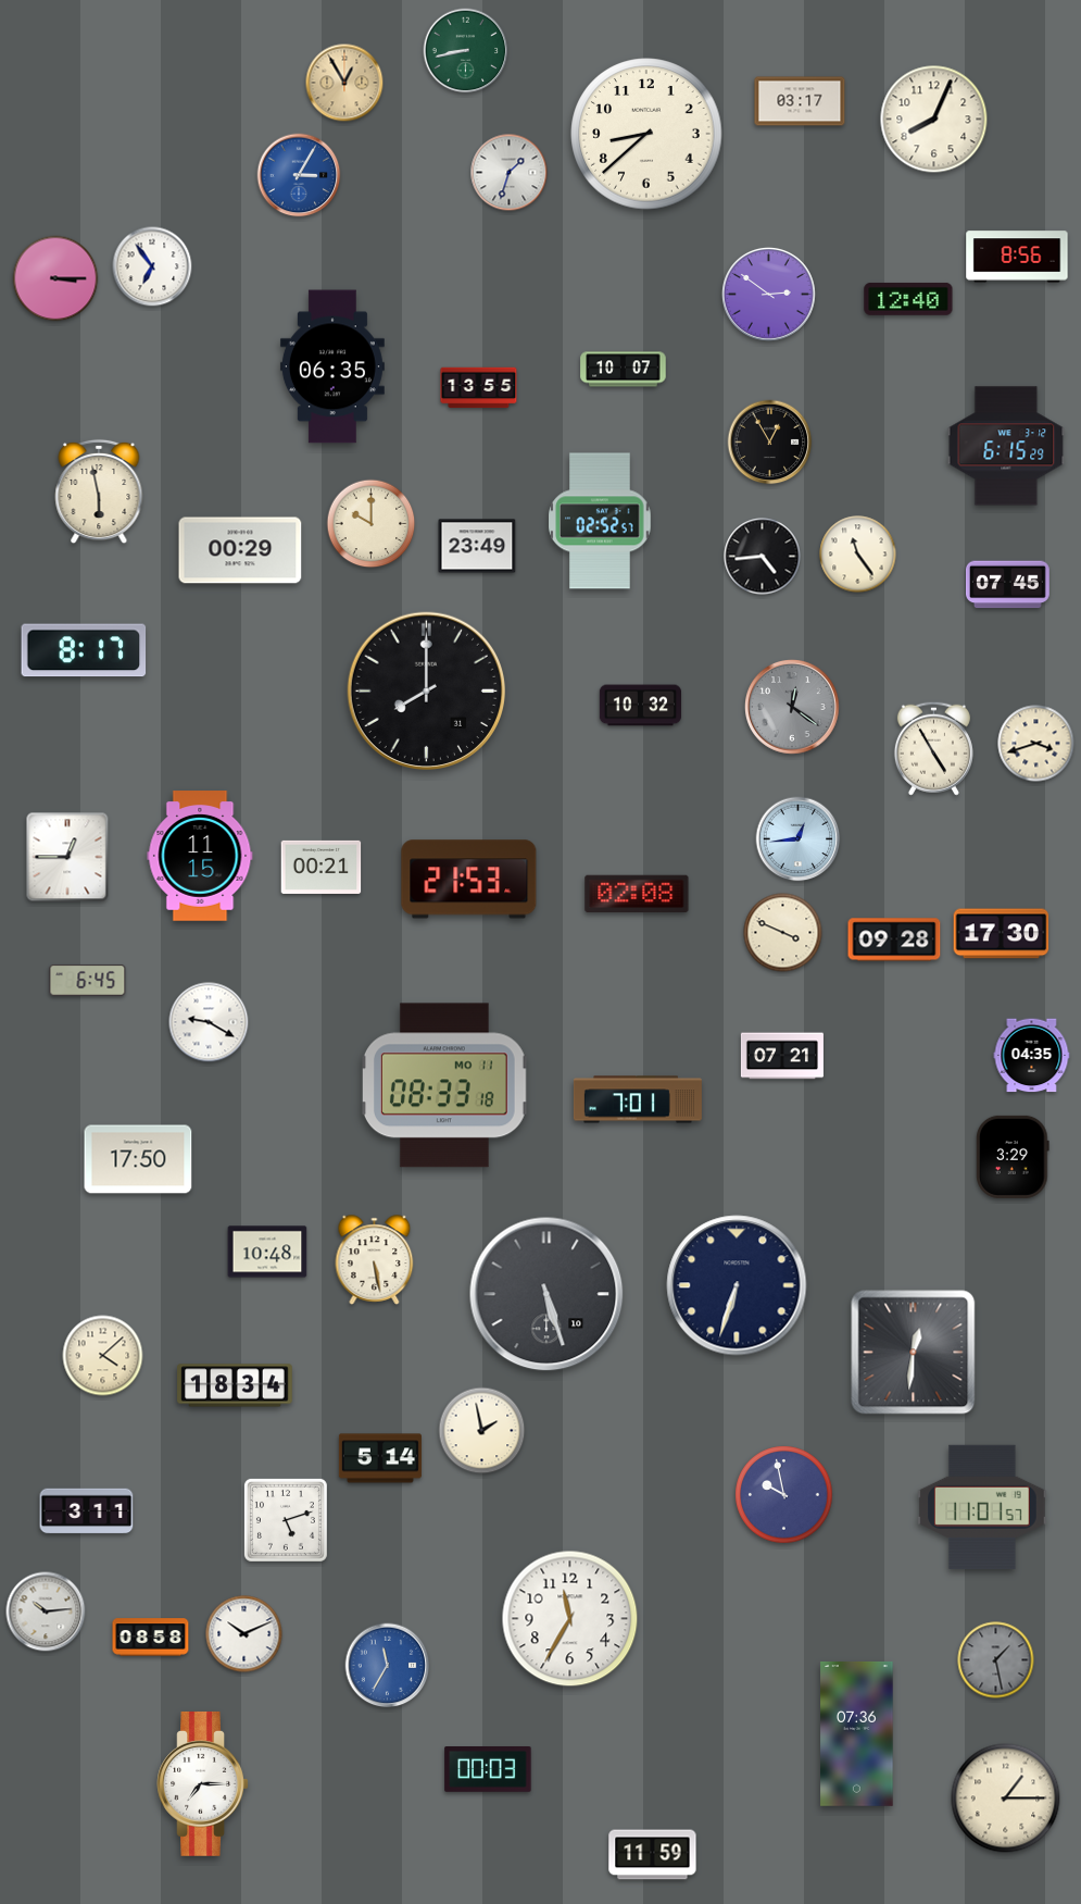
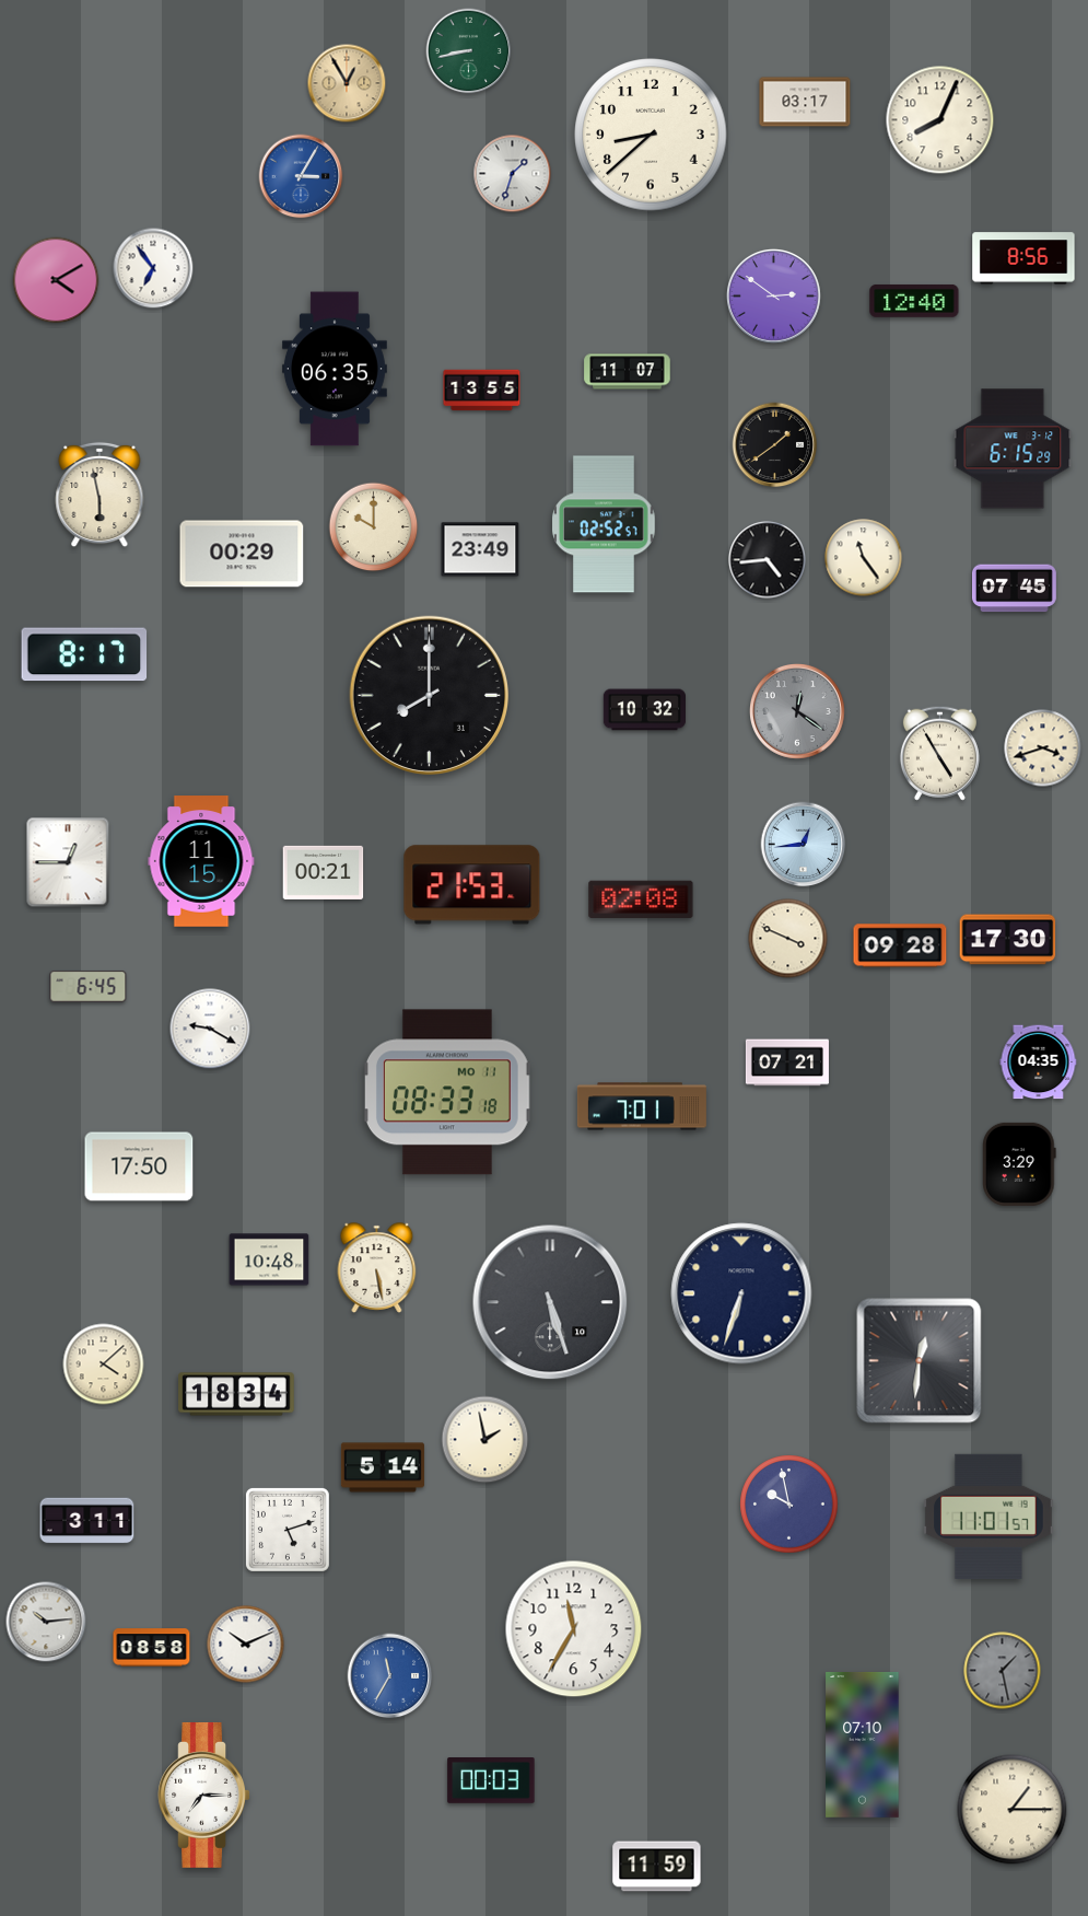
clock at (55, 278): 3:15 -> 4:10
clock at (624, 370): 10:07 -> 11:07
clock at (770, 443): 12:55 -> 1:39
clock at (857, 1734): 07:36 -> 07:10
